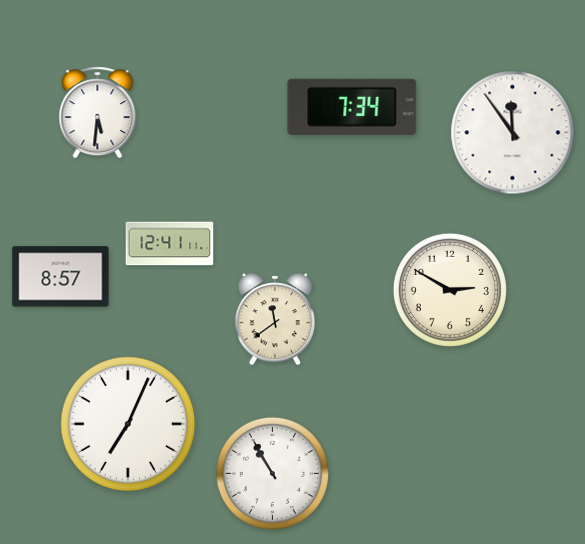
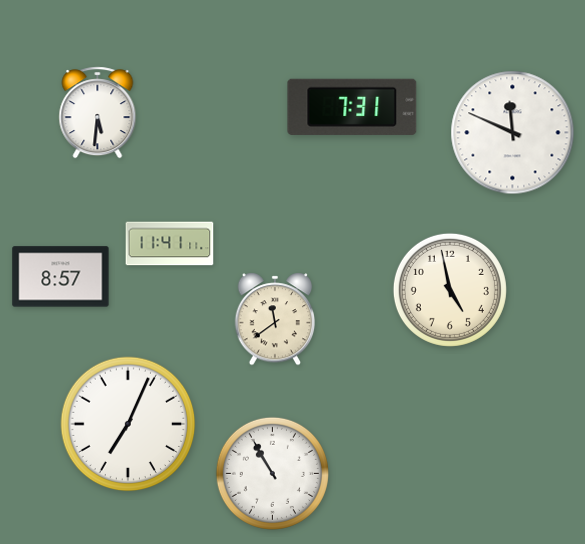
clock at (352, 107): 7:34 -> 7:31
clock at (513, 133): 11:54 -> 11:49
clock at (170, 244): 12:41 -> 11:41
clock at (450, 290): 2:50 -> 4:58
